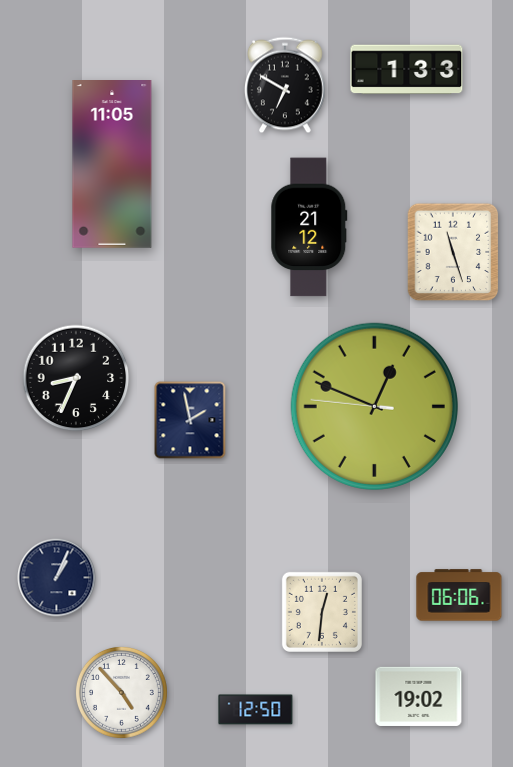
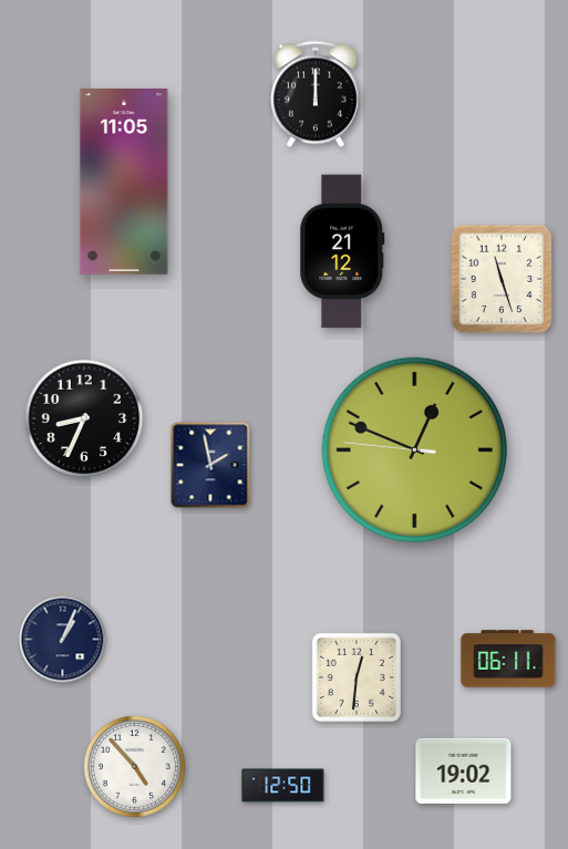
clock at (407, 70): 1:33 -> none
clock at (286, 85): 6:50 -> 12:00
clock at (459, 595): 06:06 -> 06:11
